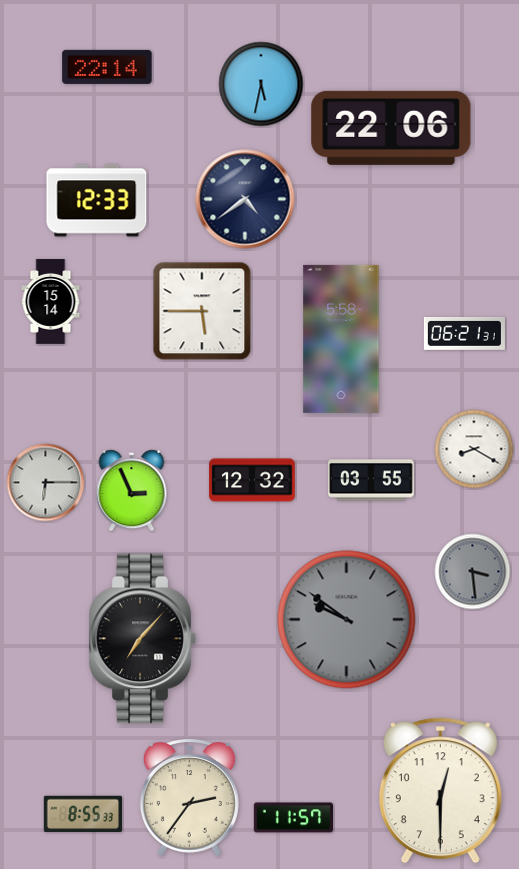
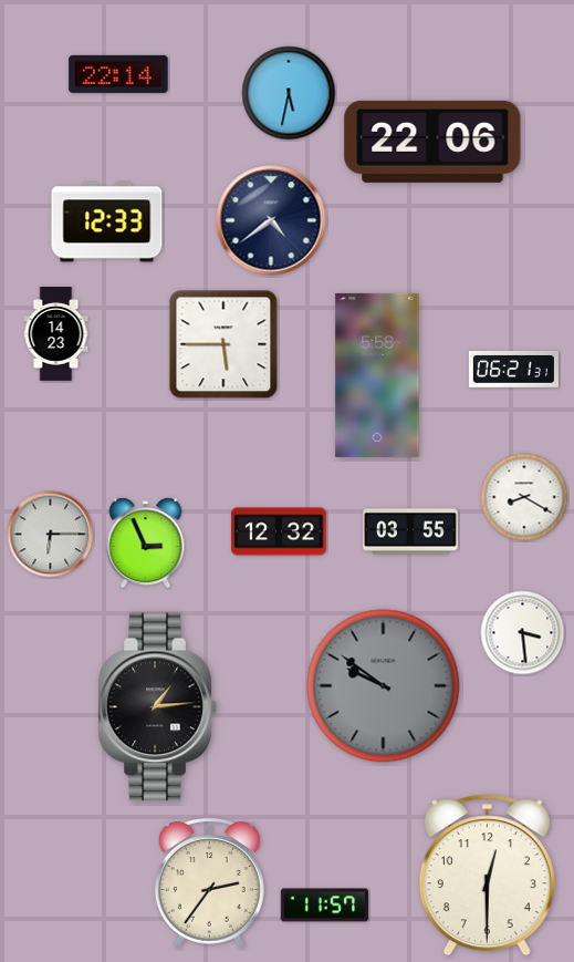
clock at (51, 302): 15:14 -> 14:23
clock at (473, 572) dial: grey -> white
clock at (142, 639): 7:07 -> 1:14
clock at (83, 814): 8:55 -> none
